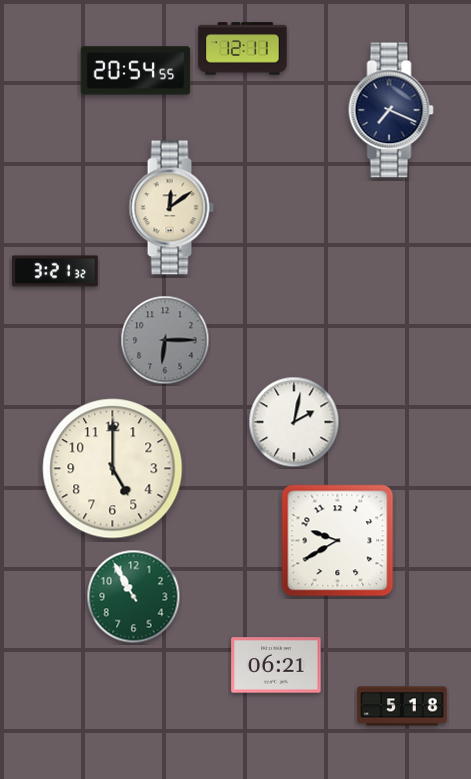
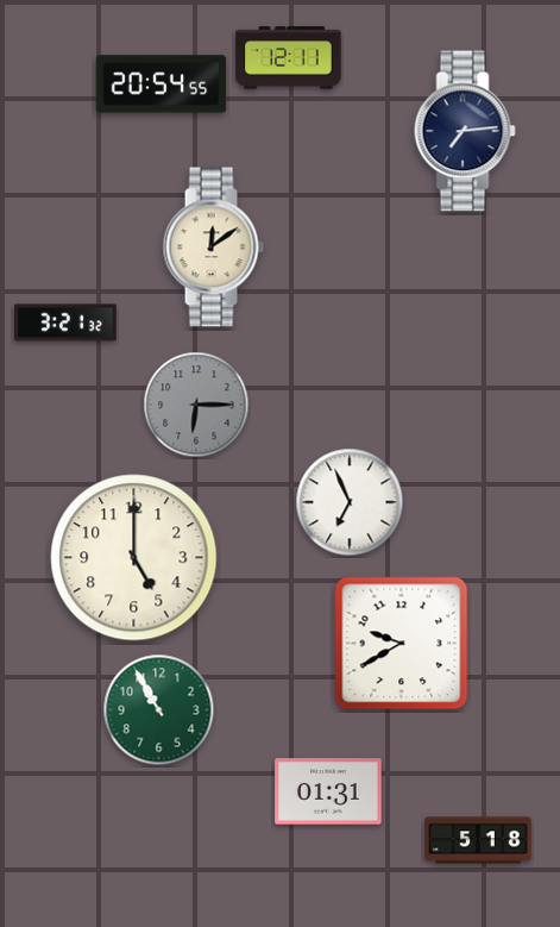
clock at (391, 110): 7:19 -> 7:14
clock at (171, 208) position: (171, 208) -> (213, 248)
clock at (294, 422): 2:02 -> 6:56
clock at (276, 665): 06:21 -> 01:31
